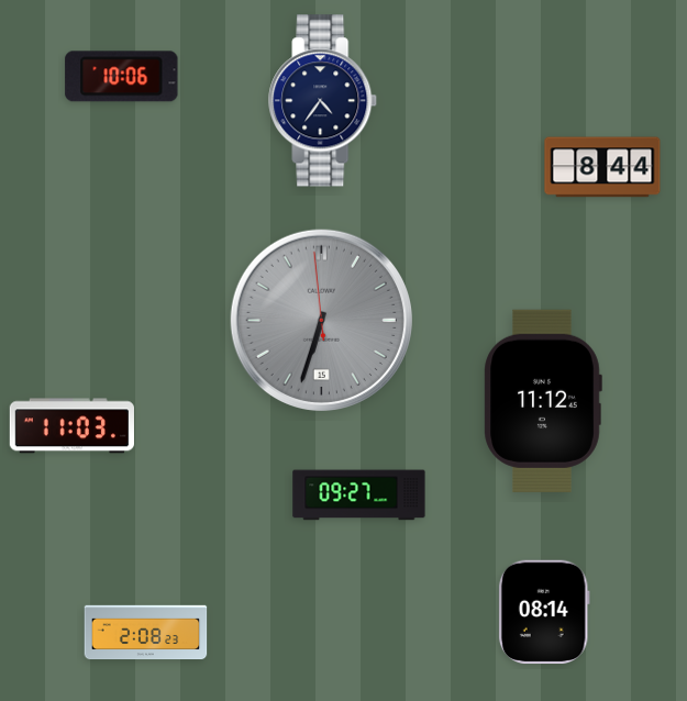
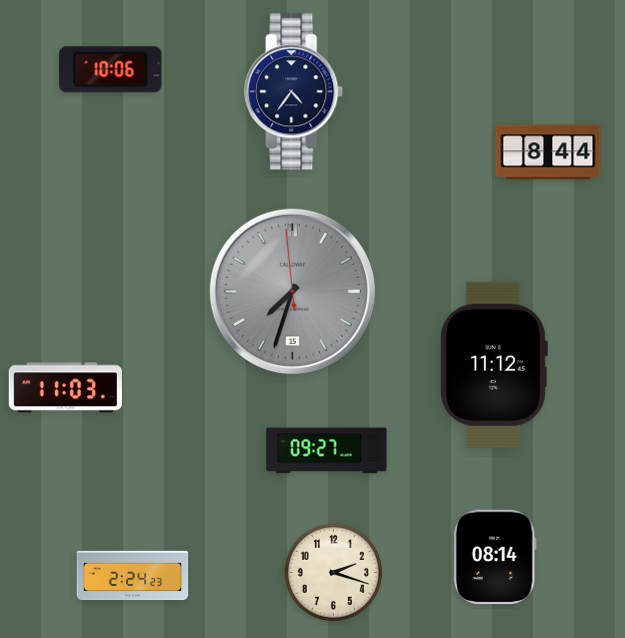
clock at (321, 320): 6:32 -> 7:32
clock at (333, 572): none -> 2:18
clock at (146, 633): 2:08 -> 2:24
